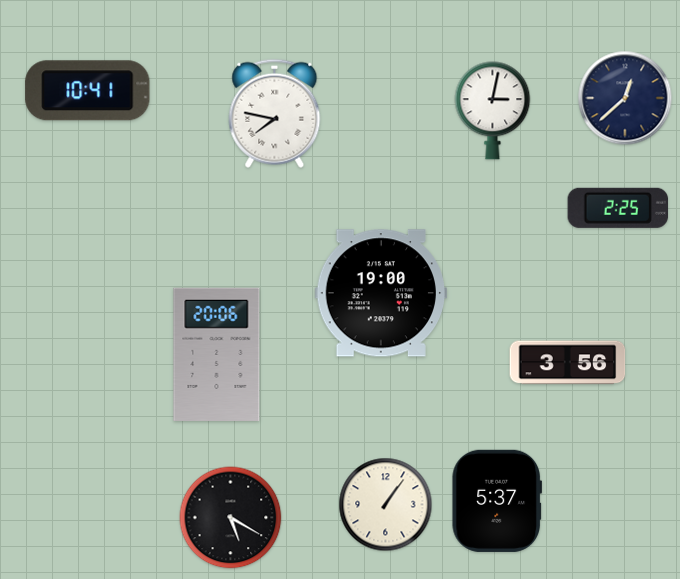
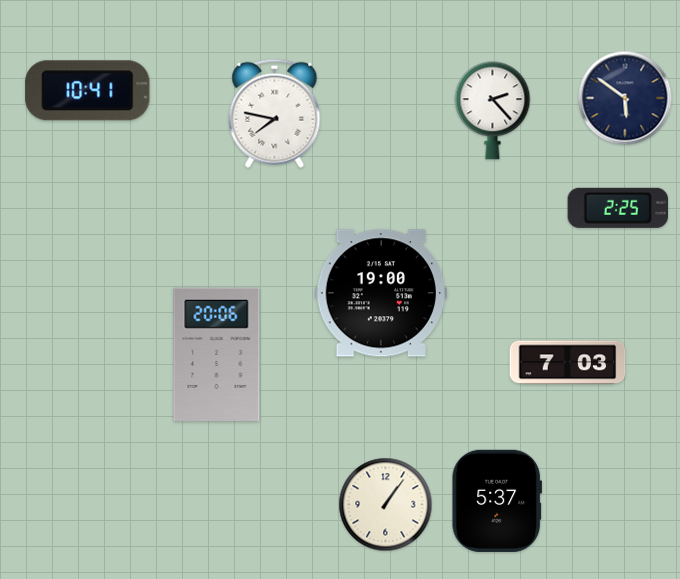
clock at (625, 98): 12:38 -> 5:51
clock at (493, 111): 3:02 -> 2:23
clock at (568, 363): 3:56 -> 7:03
clock at (231, 518): 5:20 -> none
